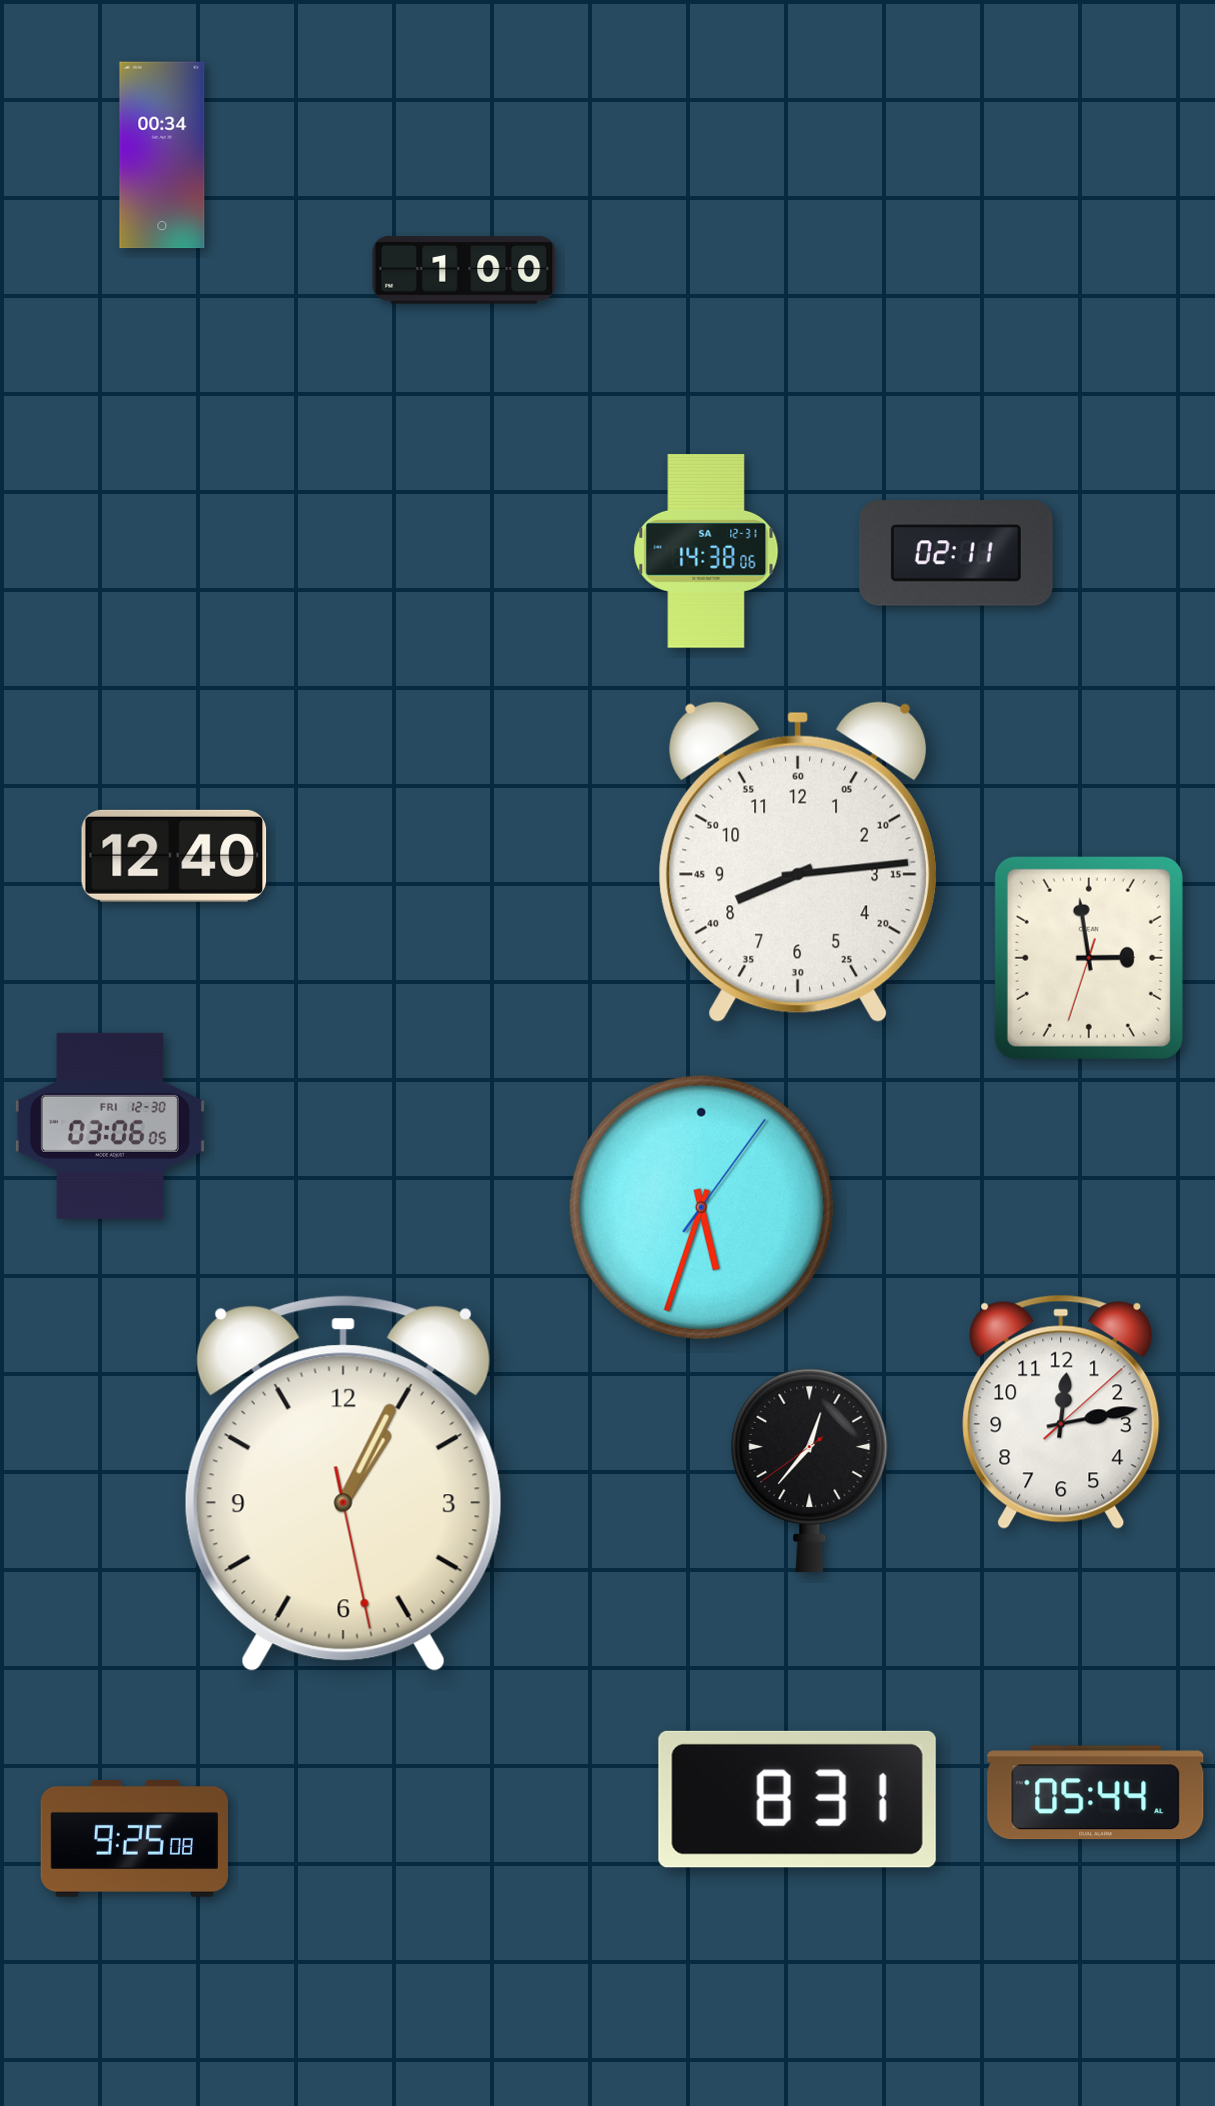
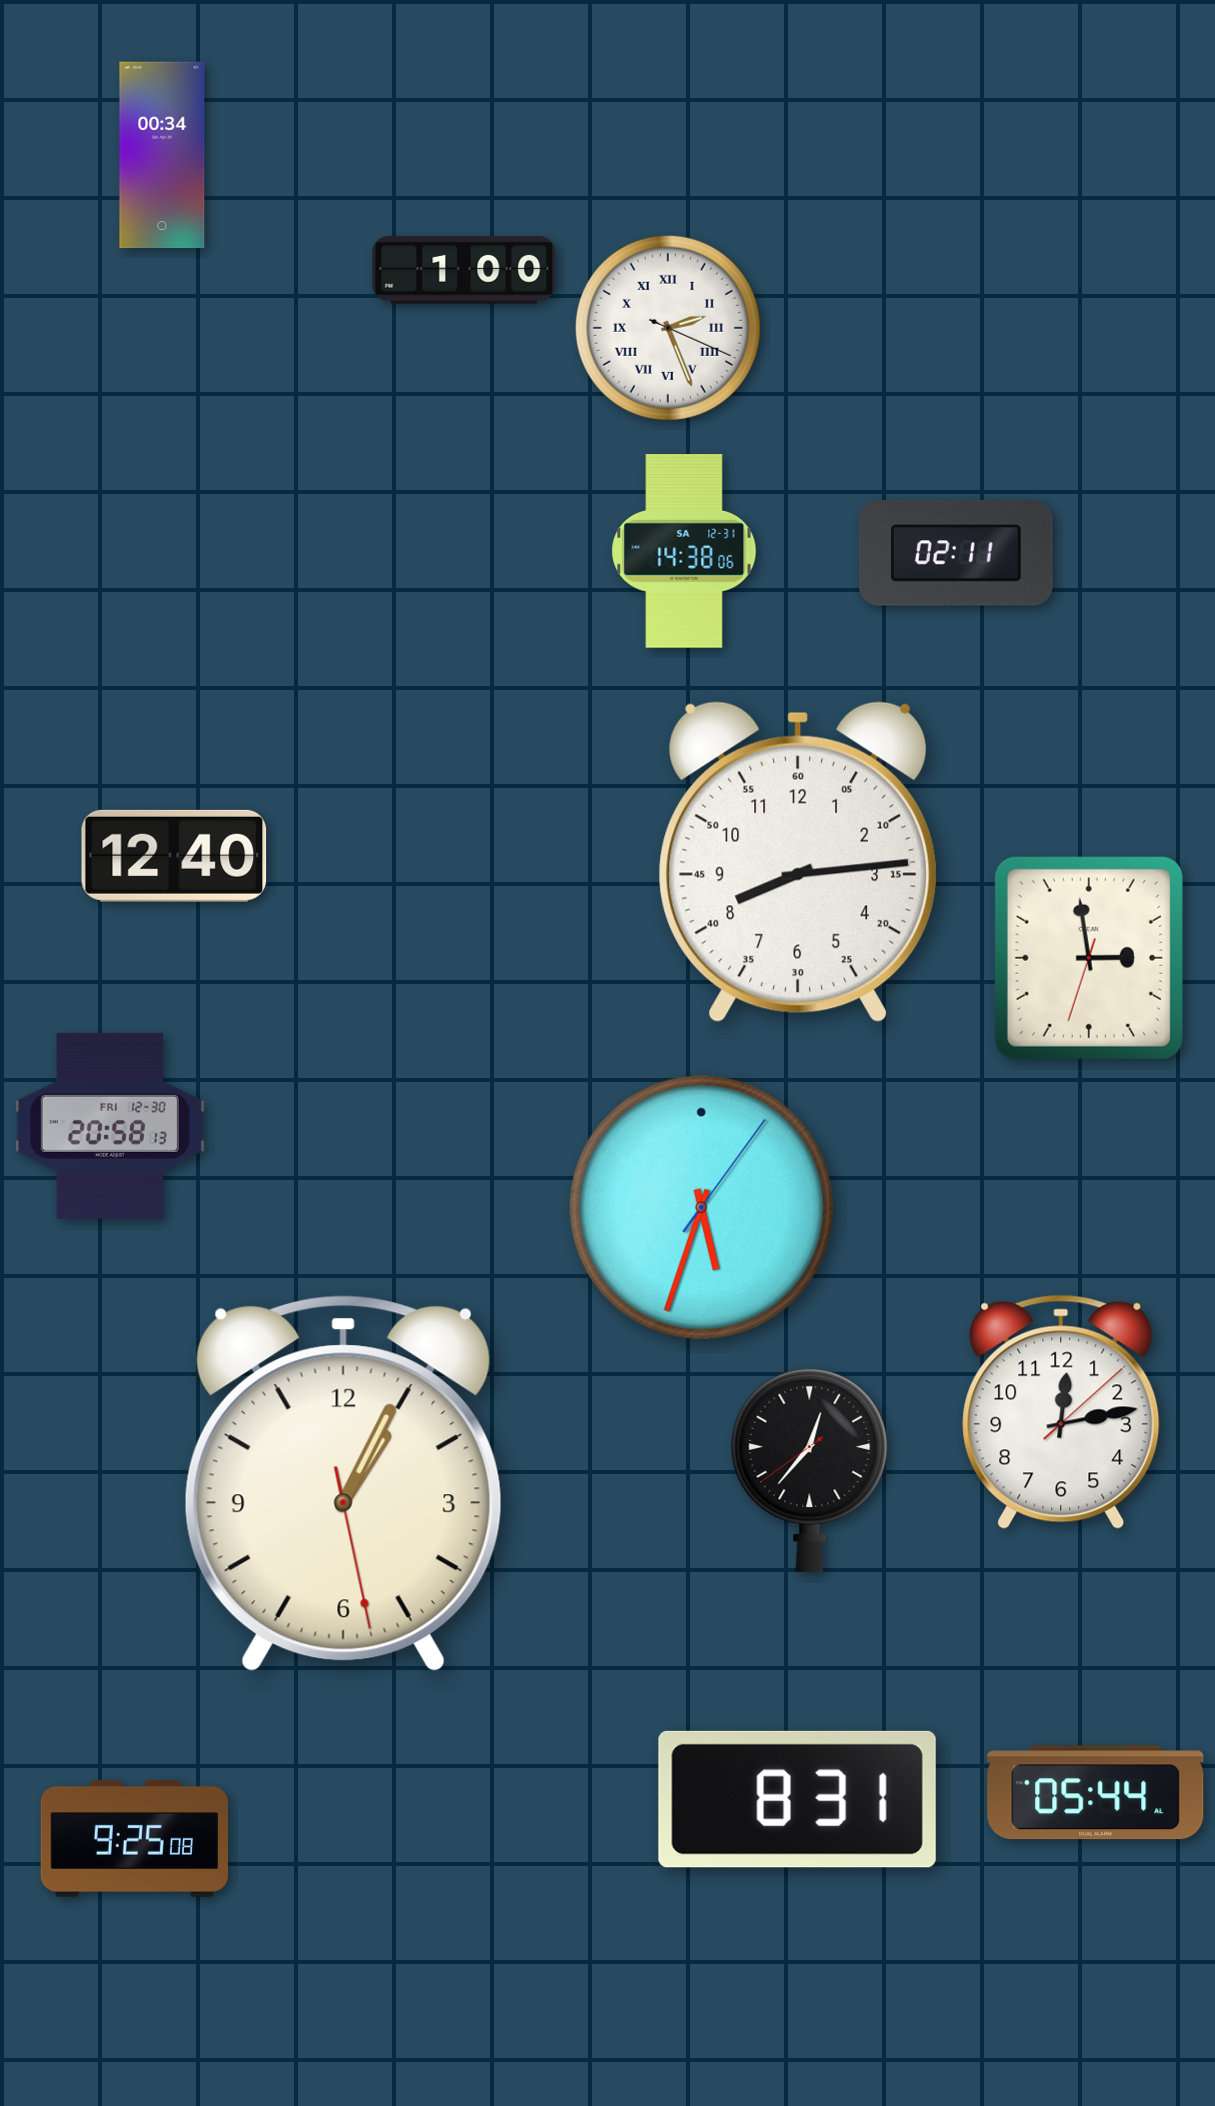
clock at (668, 328): none -> 2:26
clock at (706, 552) position: (706, 552) -> (684, 552)
clock at (110, 1126): 03:06 -> 20:58
